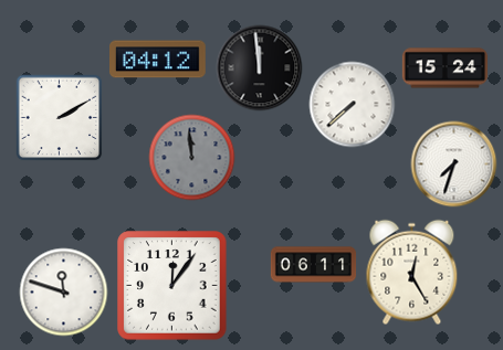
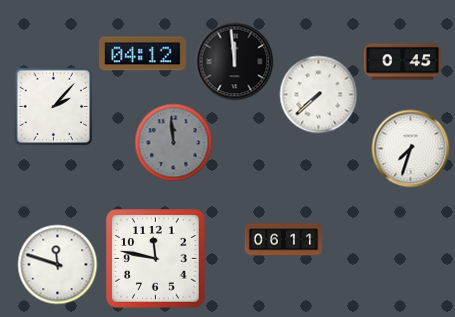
clock at (444, 68): 15:24 -> 0:45
clock at (59, 117): 2:10 -> 2:07
clock at (412, 272): 12:25 -> none
clock at (172, 286): 12:06 -> 11:47
